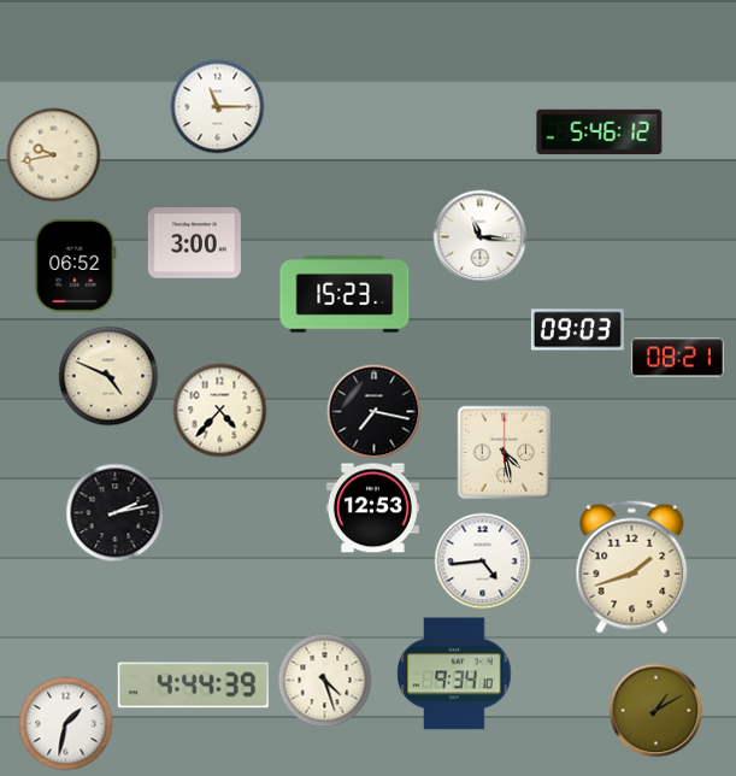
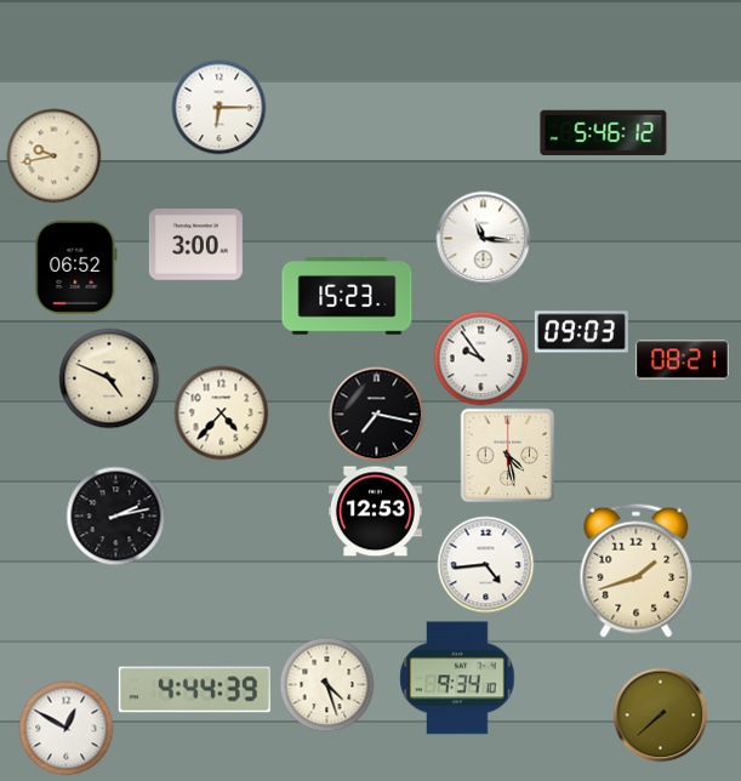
clock at (217, 106): 11:15 -> 6:15
clock at (480, 358): none -> 9:54
clock at (655, 710): 1:10 -> 7:38
clock at (65, 723): 1:32 -> 12:50
